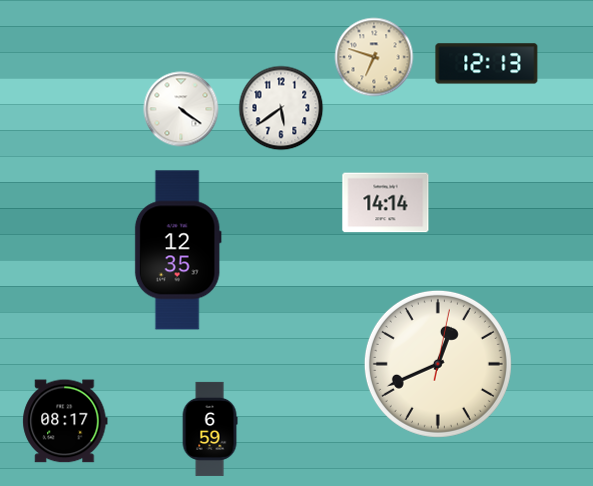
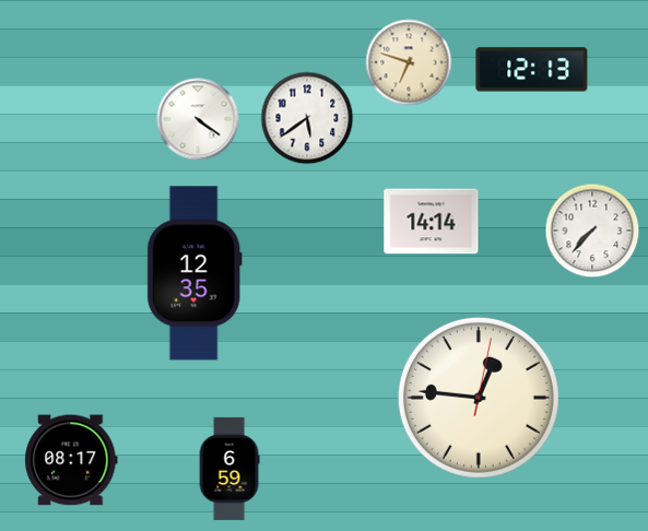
clock at (386, 203) position: (386, 203) -> (432, 222)
clock at (592, 231): none -> 7:37
clock at (438, 364): 12:41 -> 12:46
